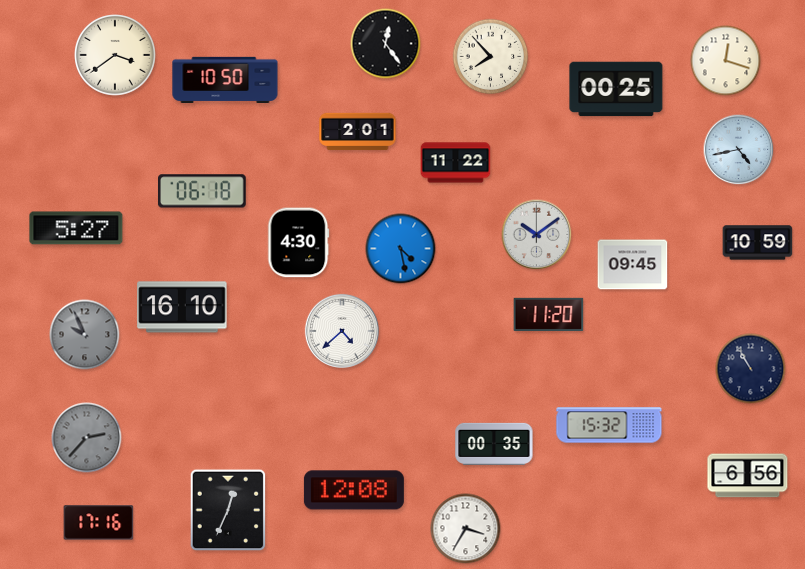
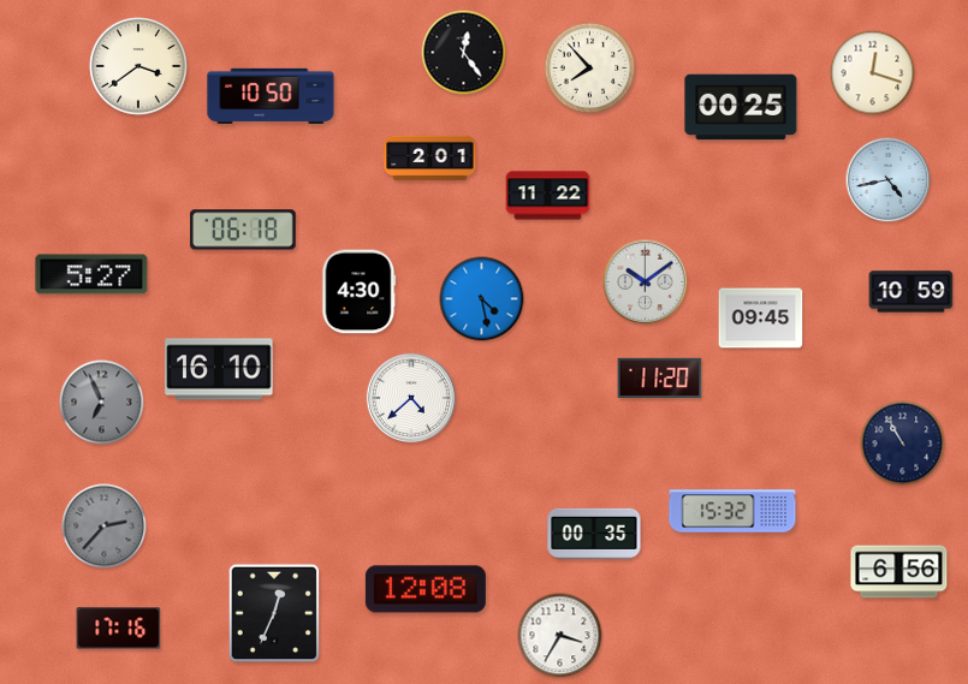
clock at (85, 335): 9:56 -> 6:56
